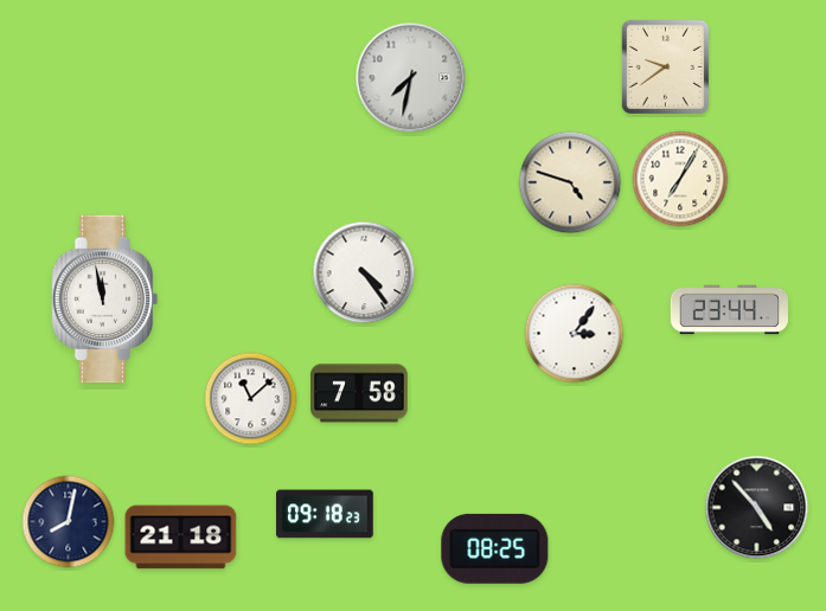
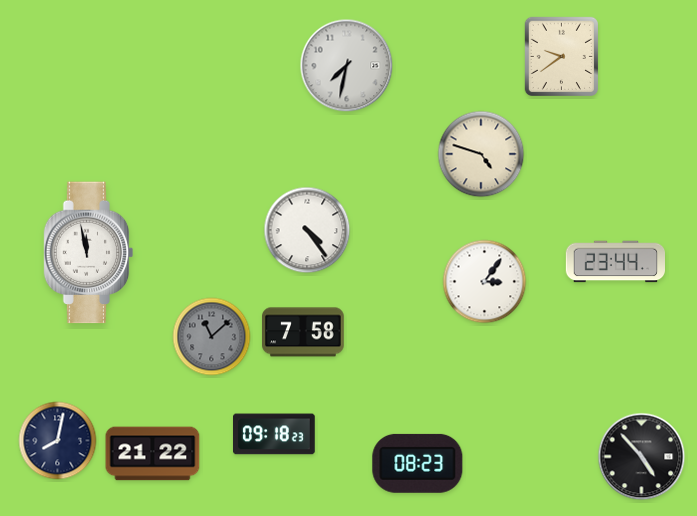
clock at (680, 179): 7:05 -> none
clock at (251, 399) dial: white -> grey
clock at (757, 508) position: (757, 508) -> (642, 457)
clock at (181, 538): 21:18 -> 21:22
clock at (495, 548): 08:25 -> 08:23
